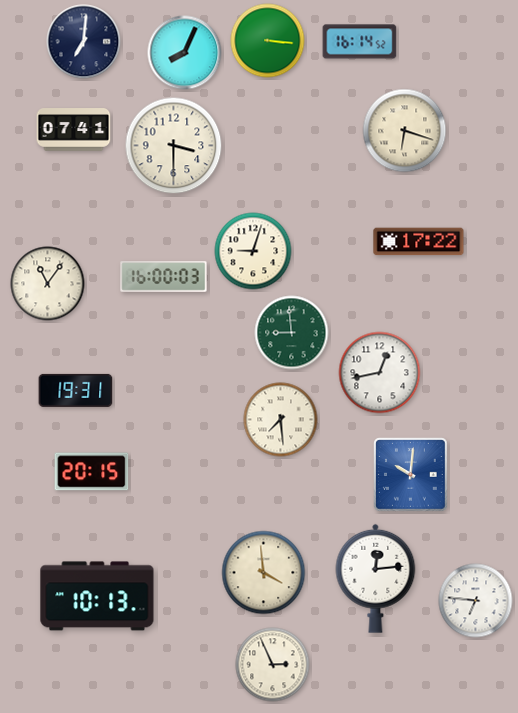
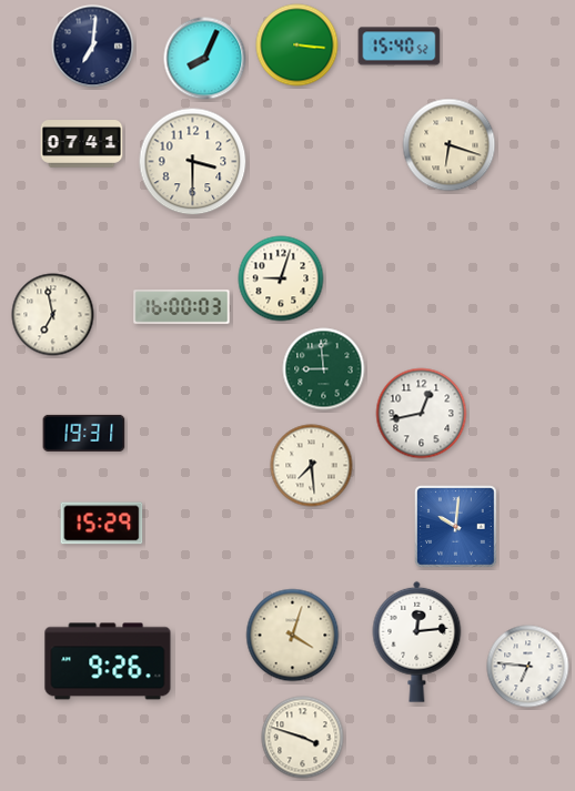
clock at (360, 42): 16:14 -> 15:40
clock at (419, 242): 17:22 -> none
clock at (48, 284): 11:06 -> 6:58
clock at (92, 472): 20:15 -> 15:29
clock at (264, 573): 3:59 -> 4:03
clock at (97, 596): 10:13 -> 9:26
clock at (273, 665): 2:56 -> 3:48
